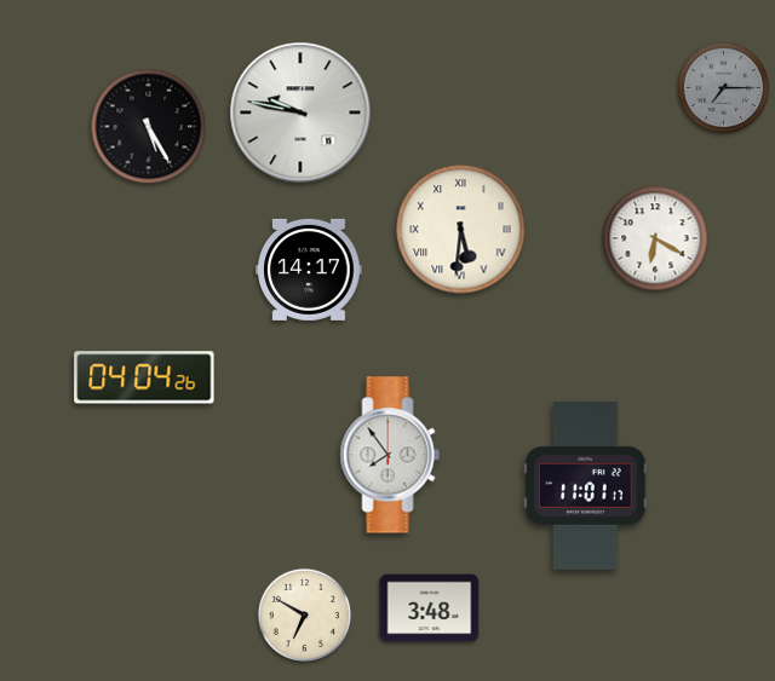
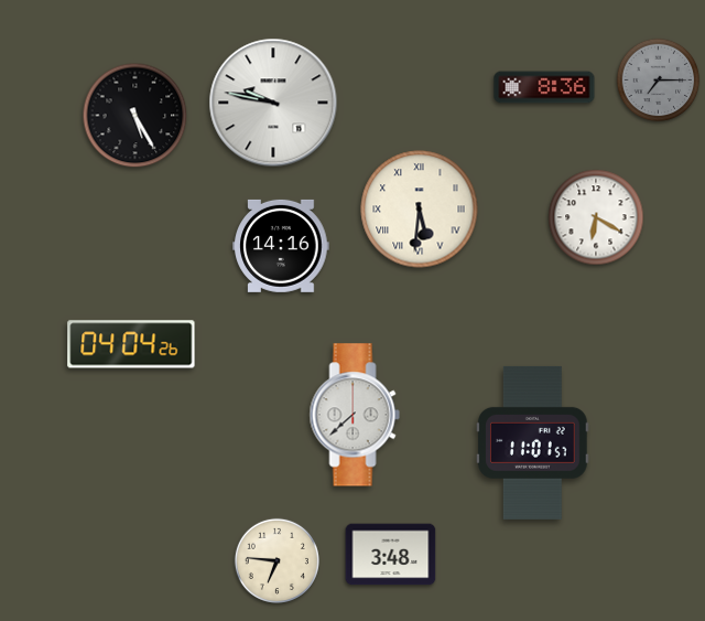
clock at (544, 87): none -> 8:36
clock at (309, 270): 14:17 -> 14:16
clock at (390, 455): 7:54 -> 7:38
clock at (586, 485): 11:01:17 -> 11:01:57
clock at (304, 614): 6:50 -> 6:46
